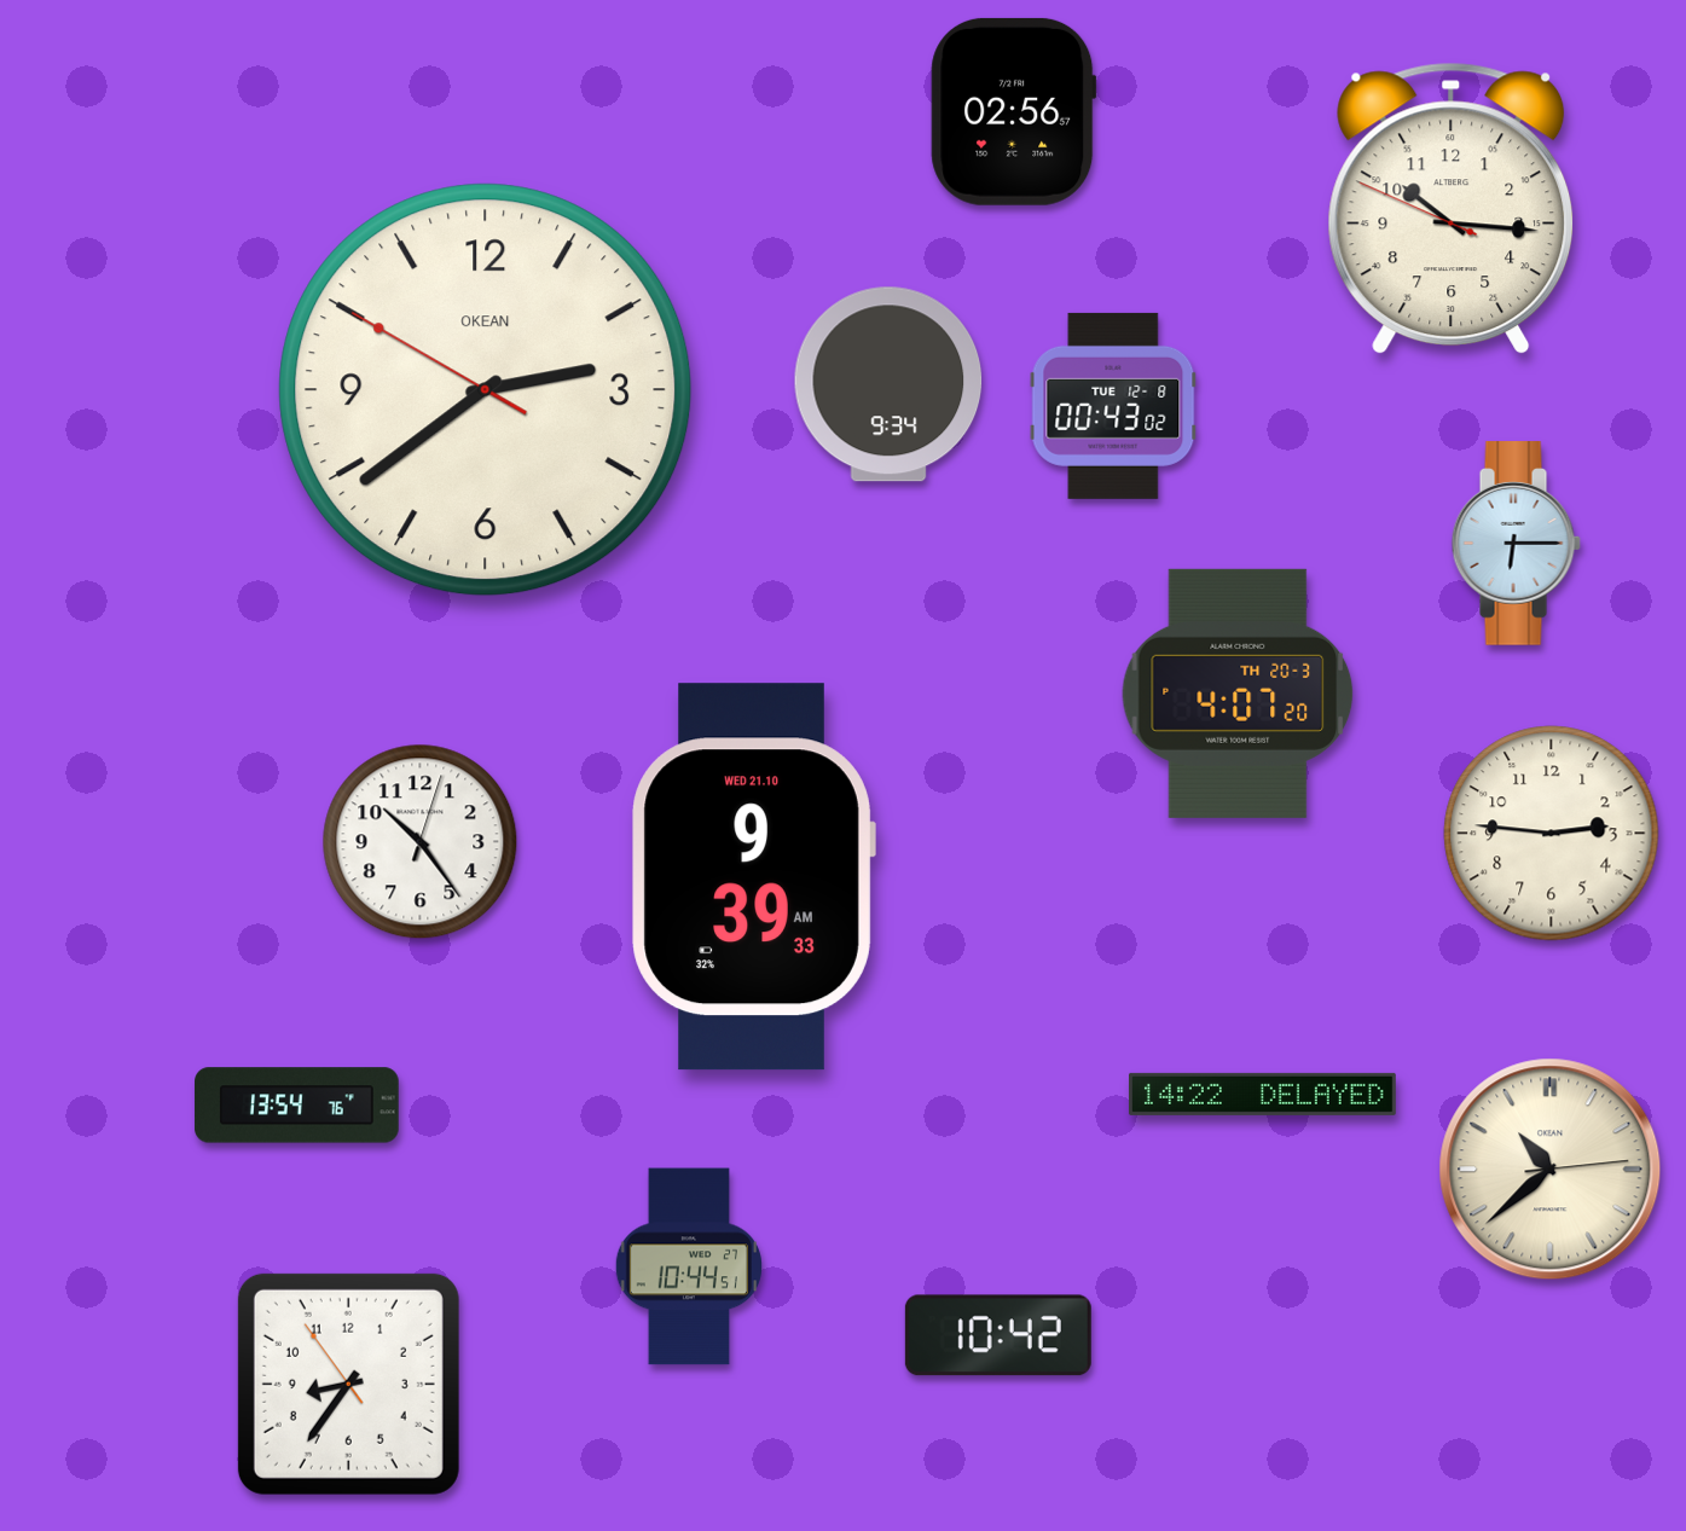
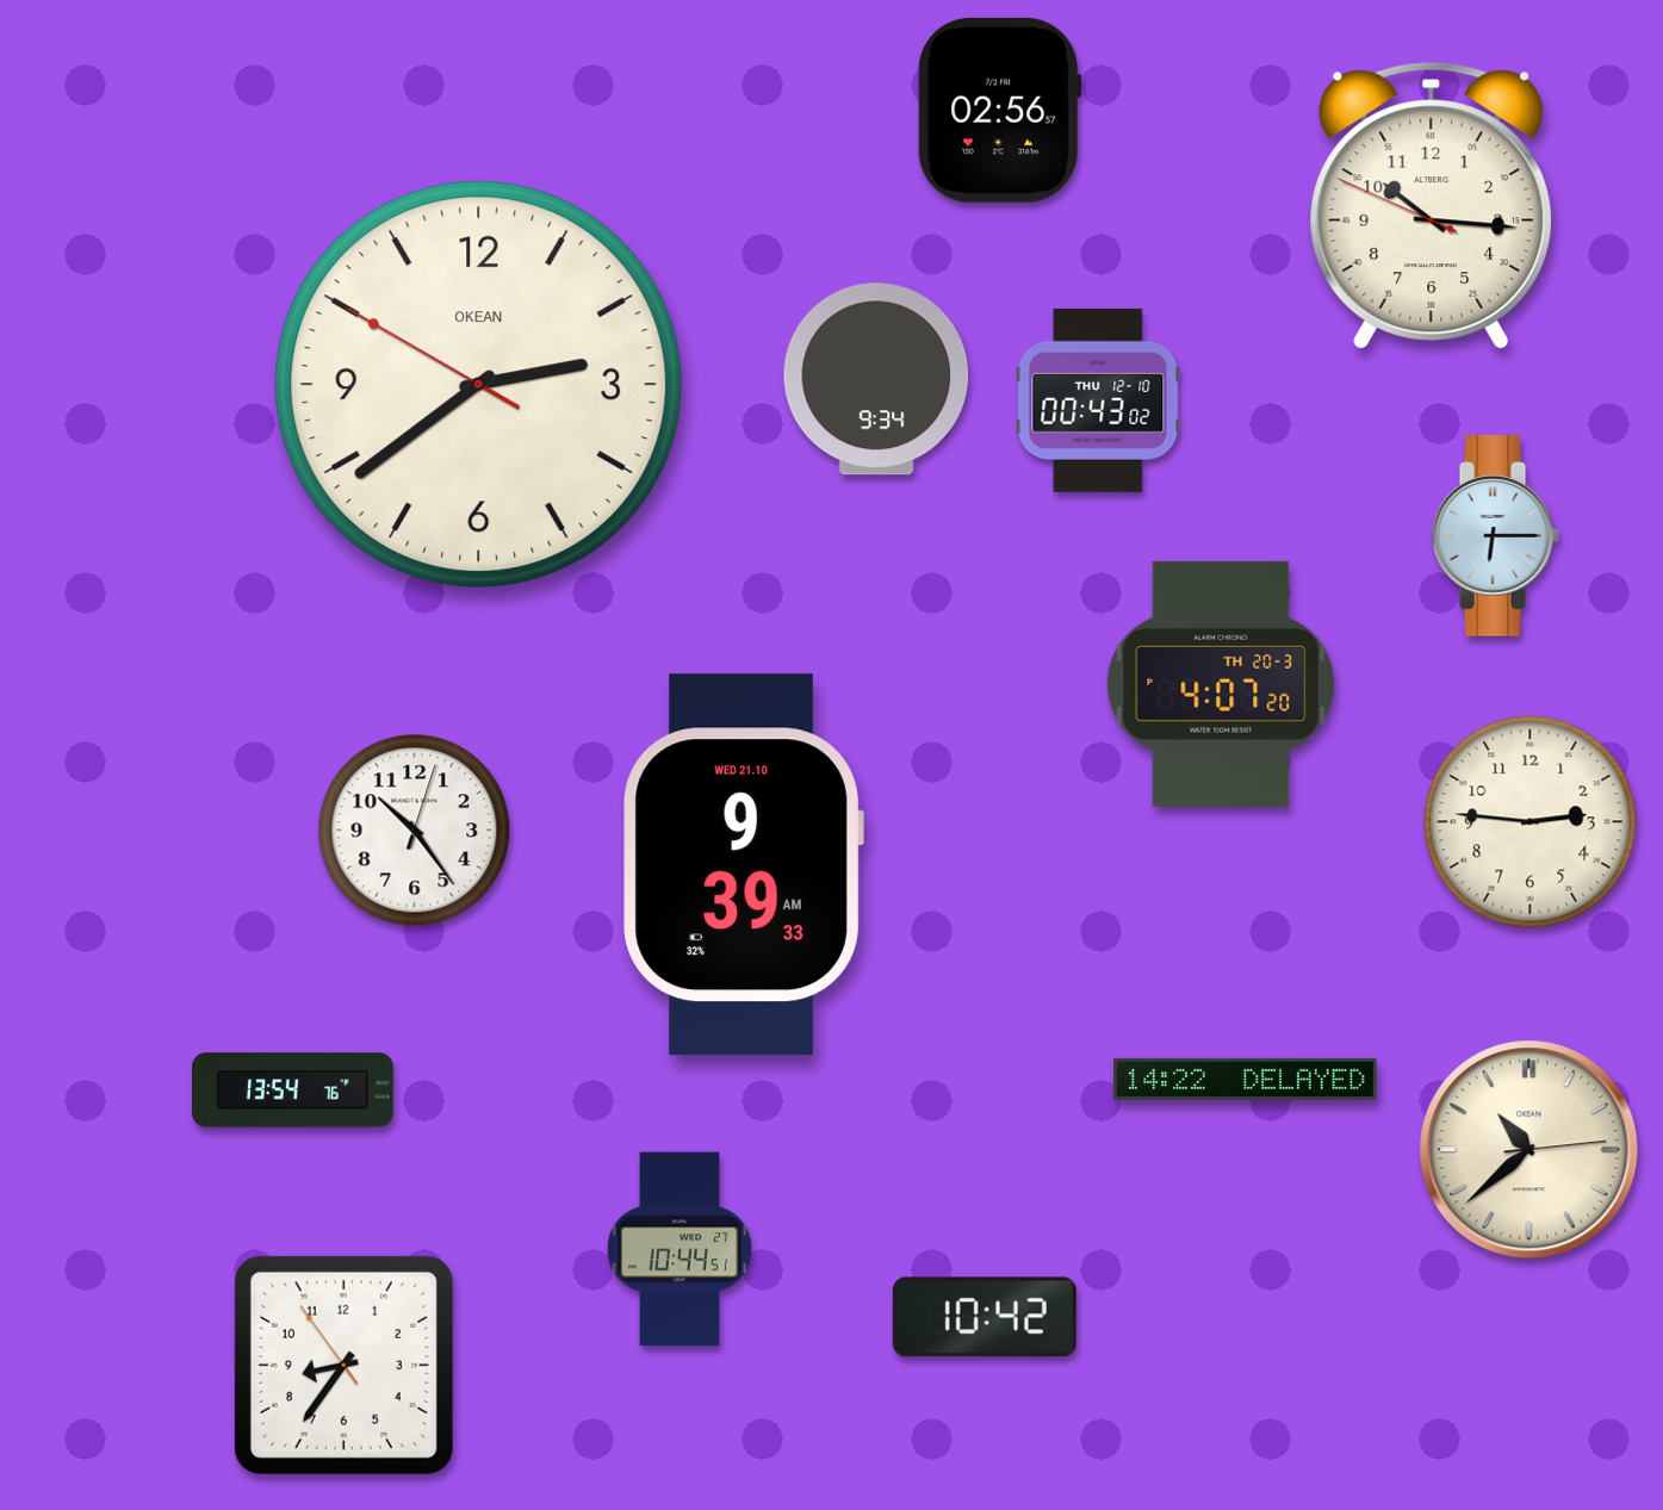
clock at (1113, 406) date: TUE 12-8 -> THU 12-10
clock at (1551, 1170) position: (1551, 1170) -> (1529, 1150)
